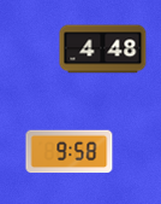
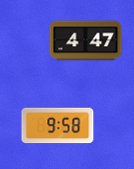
clock at (103, 49): 4:48 -> 4:47
